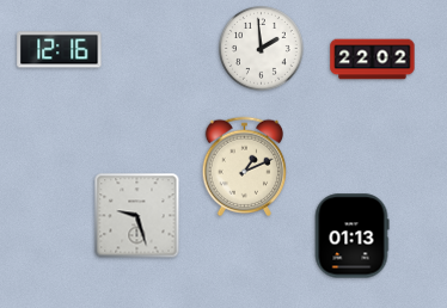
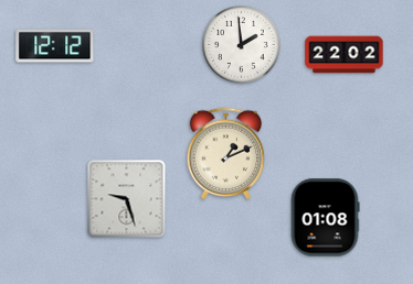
clock at (60, 50): 12:16 -> 12:12
clock at (351, 236): 01:13 -> 01:08
